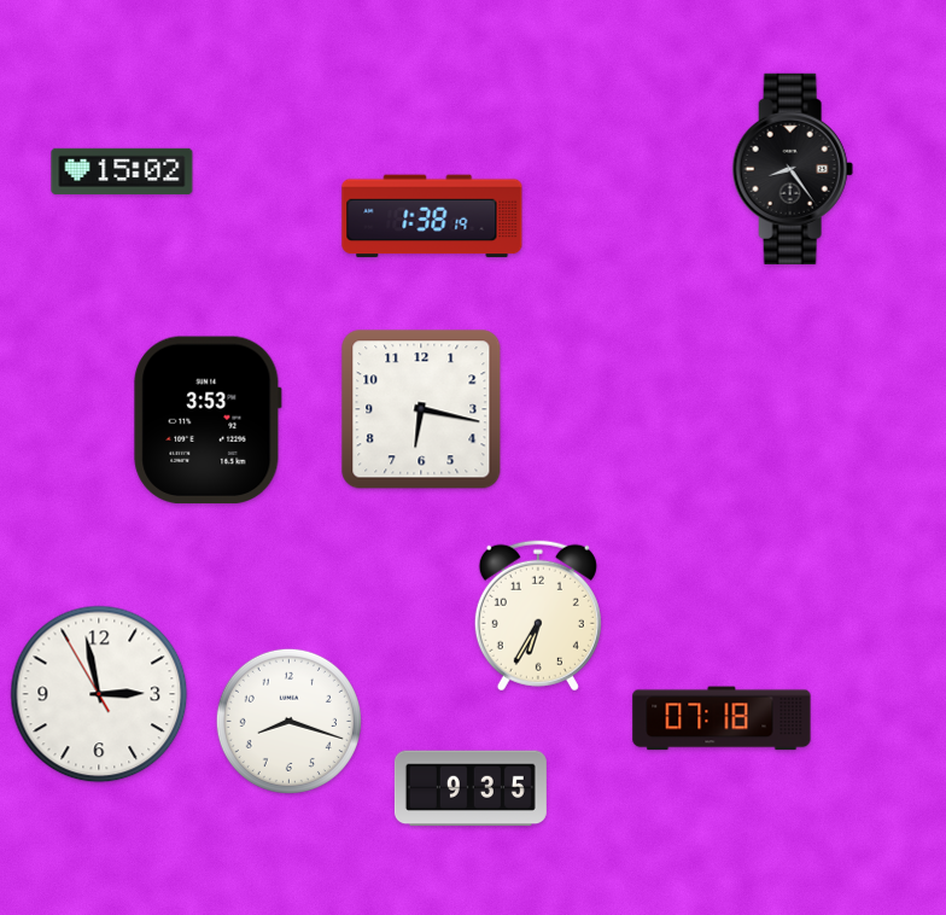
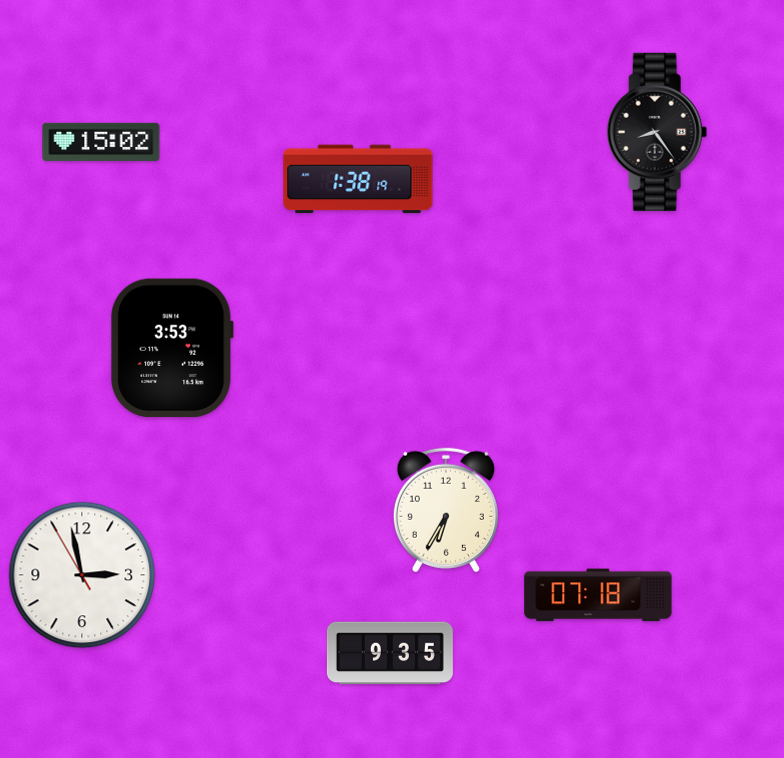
clock at (793, 169) position: (793, 169) -> (657, 132)
clock at (421, 409): 6:17 -> none
clock at (288, 721): 8:18 -> none
